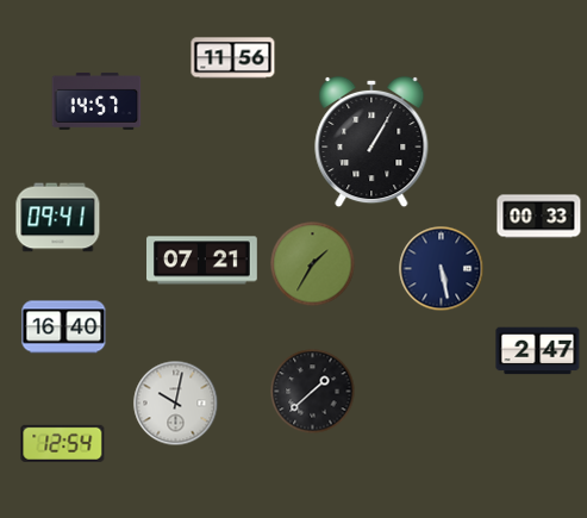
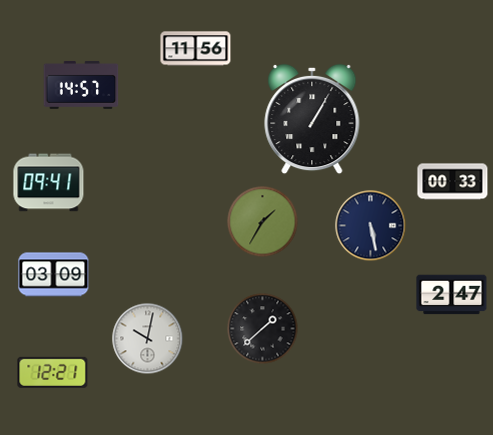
clock at (202, 261): 07:21 -> none
clock at (64, 327): 16:40 -> 03:09
clock at (63, 443): 12:54 -> 12:21
